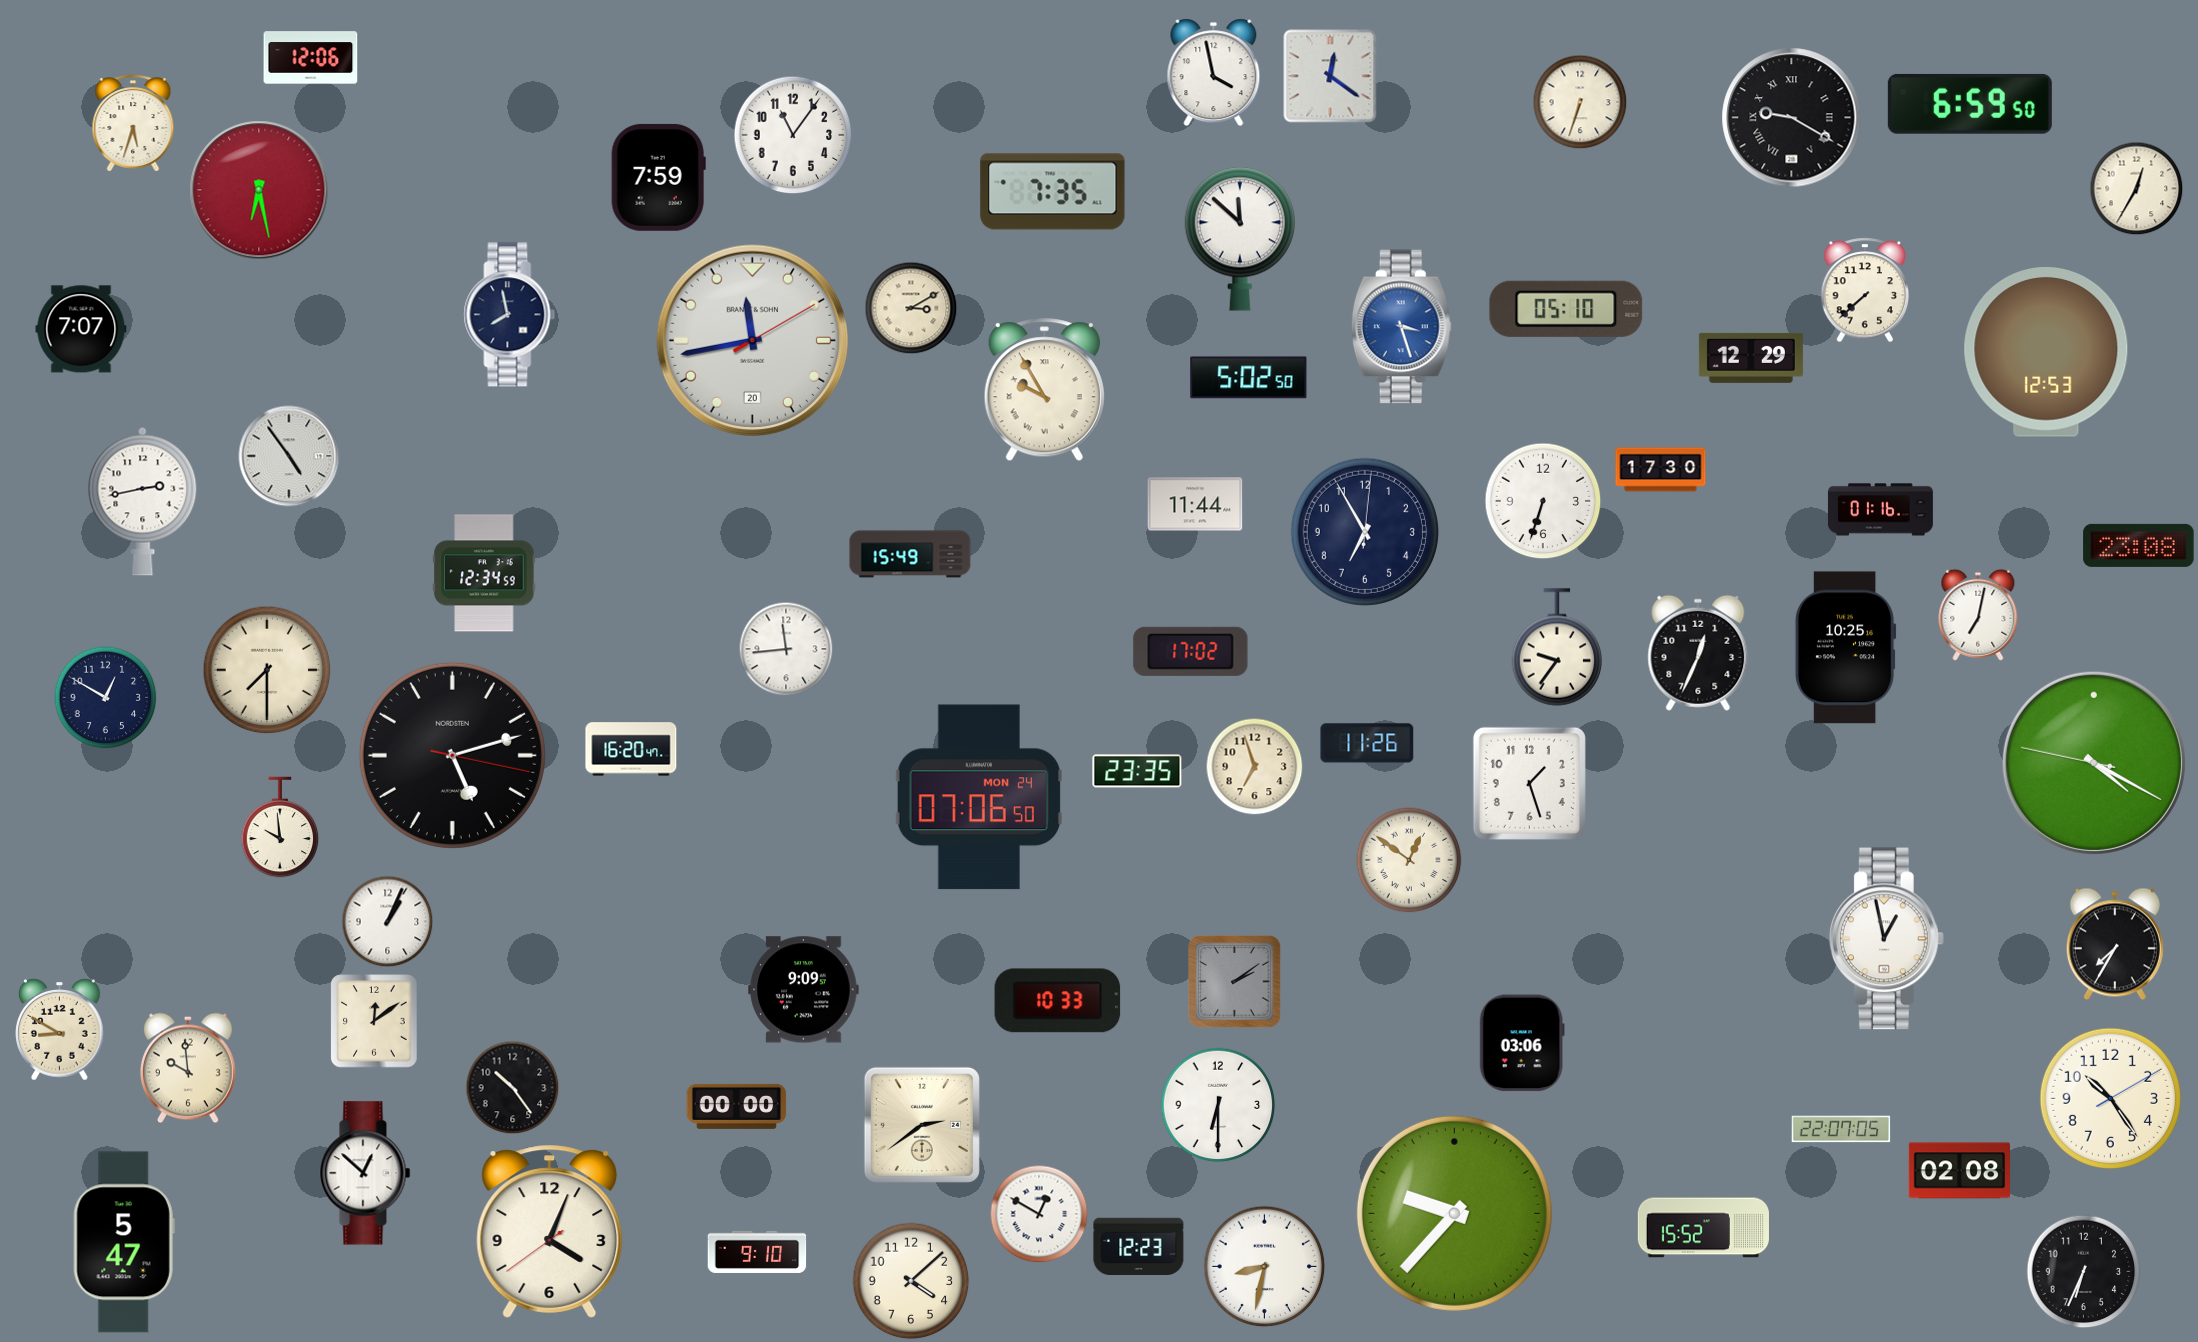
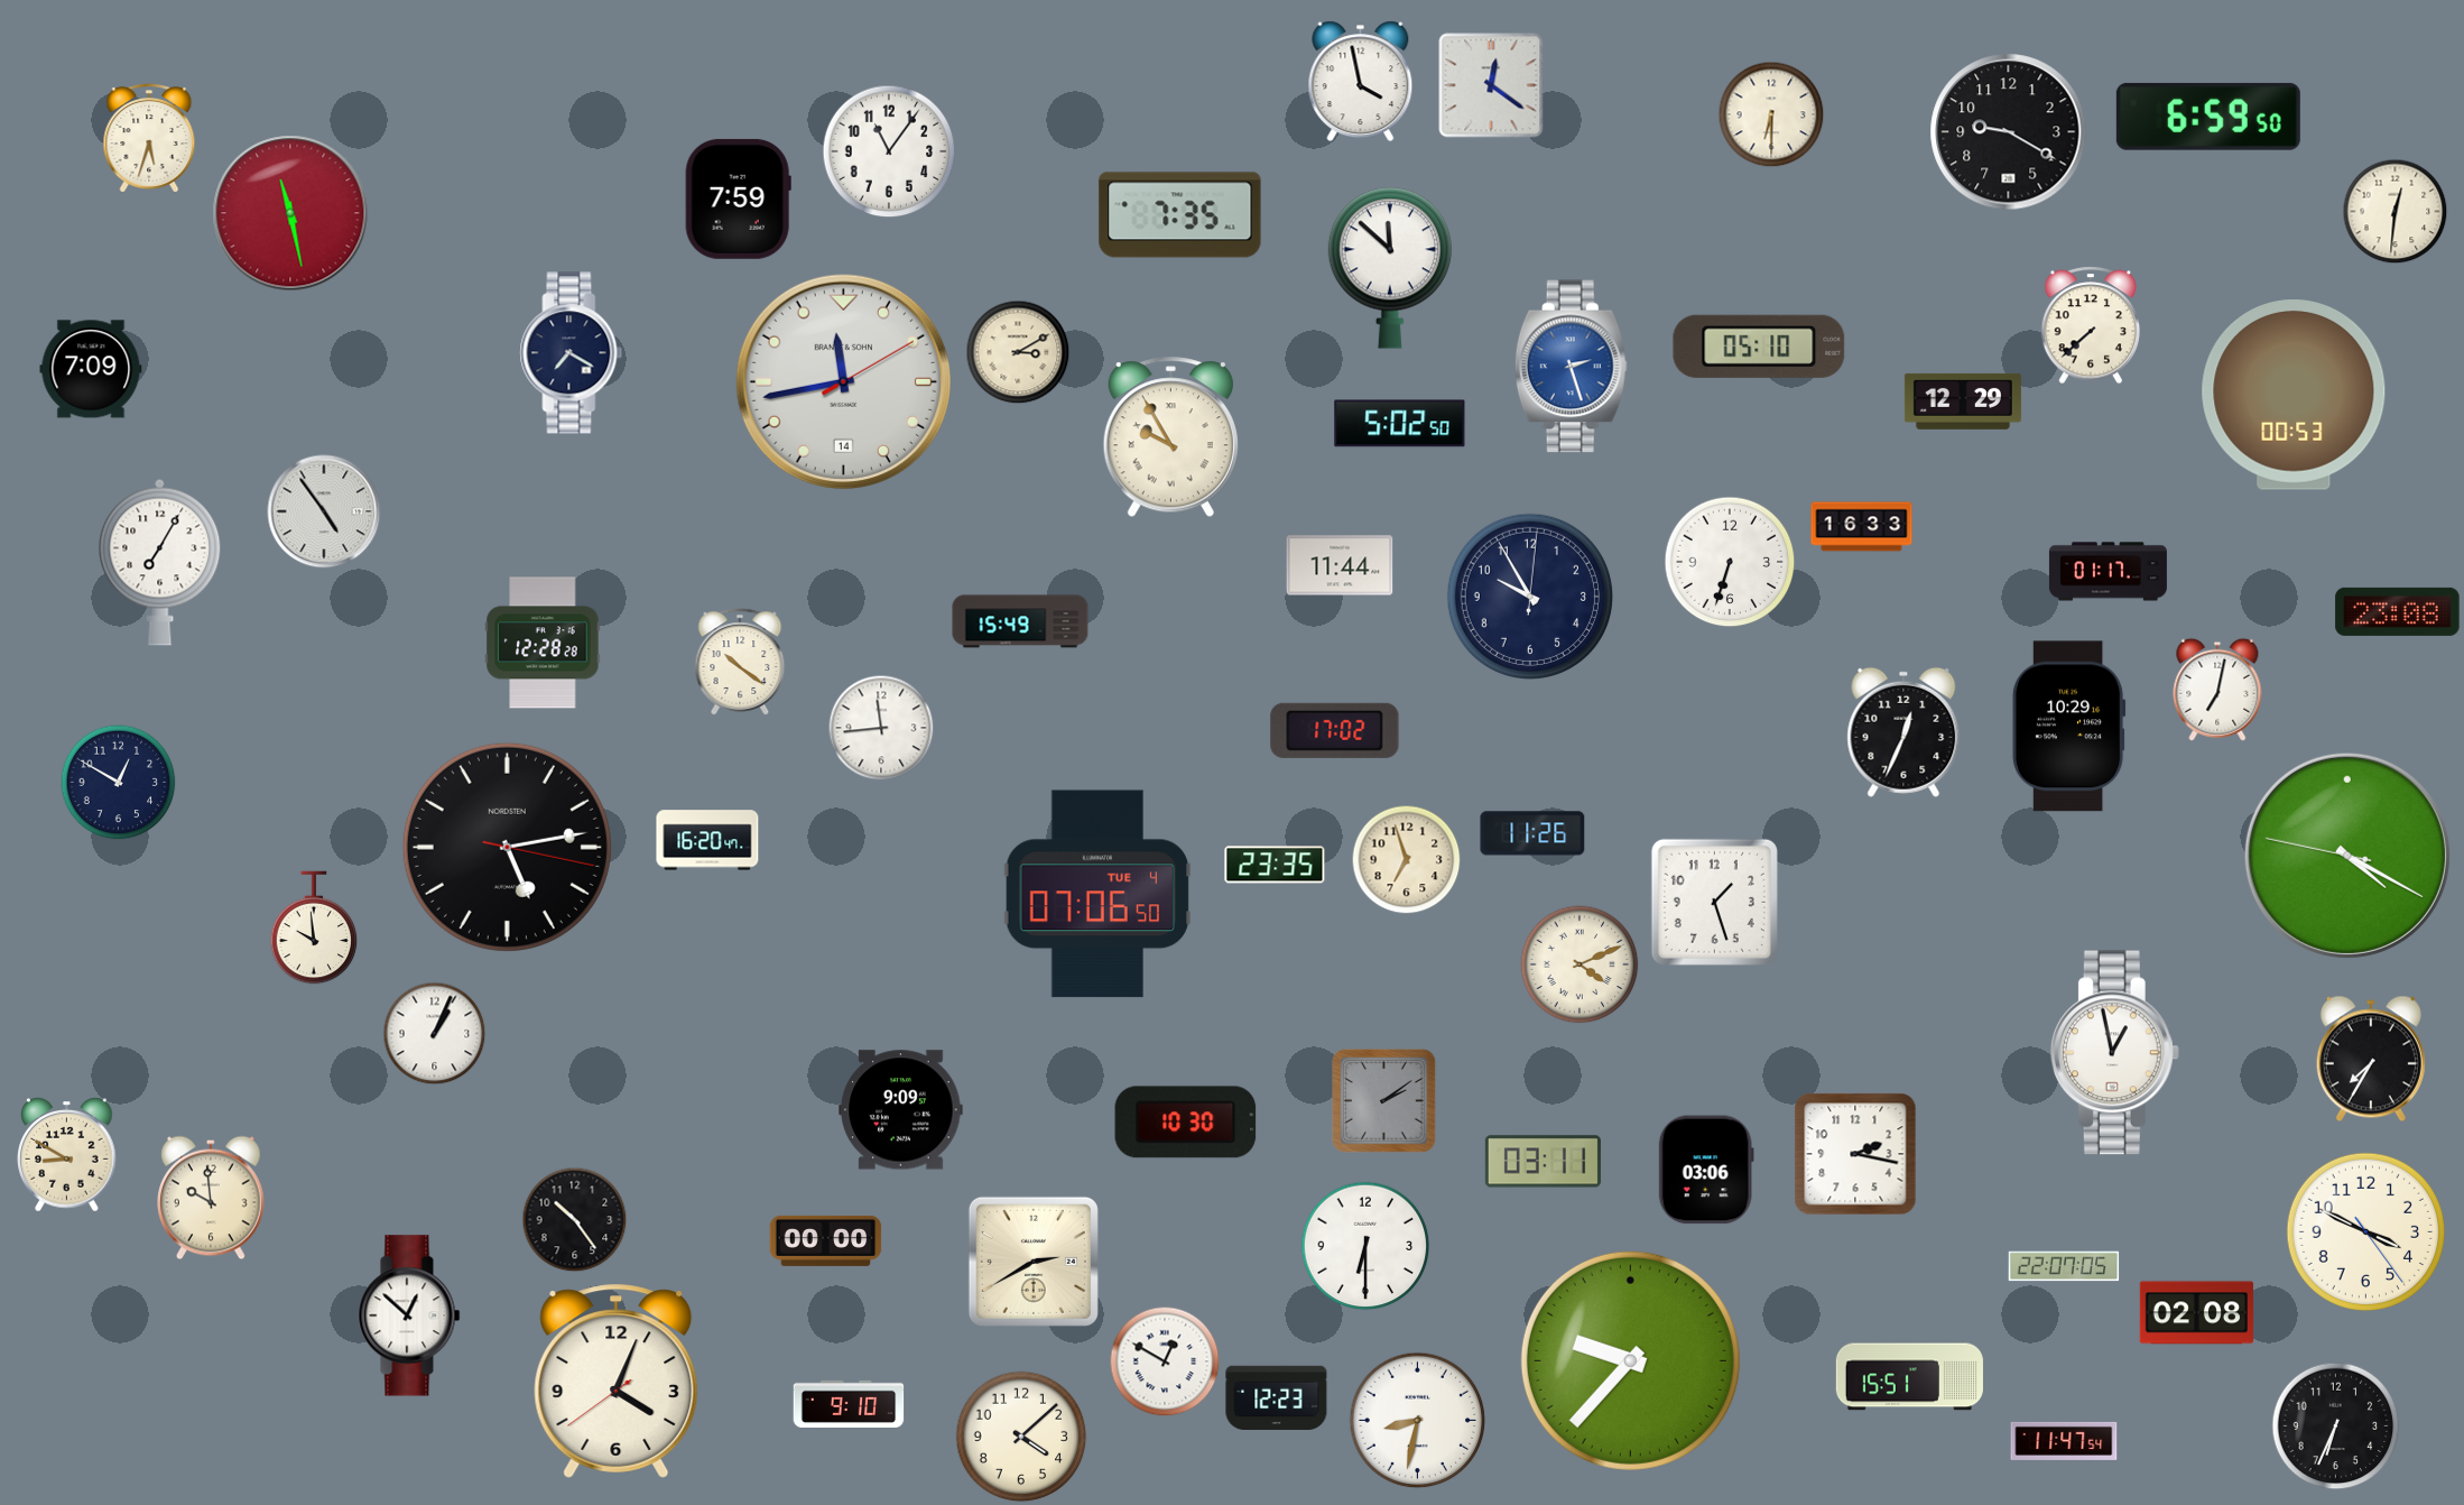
clock at (311, 58): 12:06 -> none
clock at (1580, 102): 6:33 -> 6:30
clock at (1792, 118) numerals: Roman -> Arabic
clock at (2137, 189): 12:35 -> 12:31
clock at (259, 190): 6:28 -> 11:28
clock at (911, 308) position: (911, 308) -> (1018, 352)
clock at (1566, 309) position: (1566, 309) -> (1759, 347)
clock at (510, 315): 7:58 -> 7:20
clock at (1401, 327): 3:27 -> 2:27
clock at (81, 329): 7:07 -> 7:09
clock at (752, 340) date: 20 -> 14
clock at (2046, 353): 12:53 -> 00:53
clock at (1661, 470): 17:30 -> 16:33
clock at (143, 501): 2:43 -> 7:05
clock at (1880, 510): 01:16 -> 01:17
clock at (1365, 532): 6:55 -> 9:55
clock at (484, 573): 12:34 -> 12:28
clock at (740, 662): none -> 10:21
clock at (1557, 647): 9:36 -> none
clock at (1845, 648): 10:25 -> 10:29
clock at (267, 670): 7:30 -> none
clock at (452, 755): 5:12 -> 5:13
clock at (1529, 783) position: (1529, 783) -> (1714, 902)
clock at (978, 797) date: MON 24 -> TUE 4
clock at (1409, 860): 12:51 -> 4:11
clock at (1058, 1001): 10:33 -> 10:30
clock at (374, 1021): 12:09 -> none
clock at (1855, 1154): none -> 2:17
clock at (1543, 1162): none -> 03:11
clock at (2110, 1098): 10:24 -> 3:49
clock at (1218, 1105) position: (1218, 1105) -> (1365, 1246)
clock at (922, 1125): 2:39 -> 2:40
clock at (1703, 1228): 15:52 -> 15:51
clock at (124, 1242): 5:47 -> none
clock at (2064, 1441): none -> 11:47
